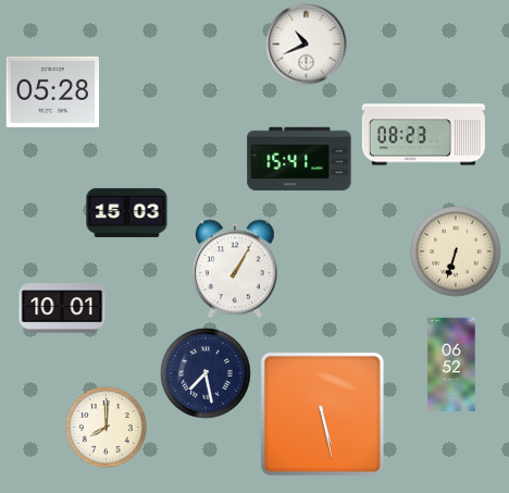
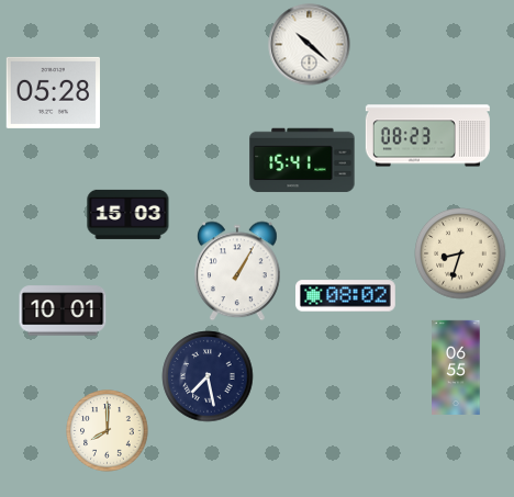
clock at (307, 45): 10:41 -> 10:22
clock at (456, 251): 6:33 -> 8:33
clock at (346, 296): none -> 08:02
clock at (451, 363): 06:52 -> 06:55
clock at (322, 414): 5:28 -> none
